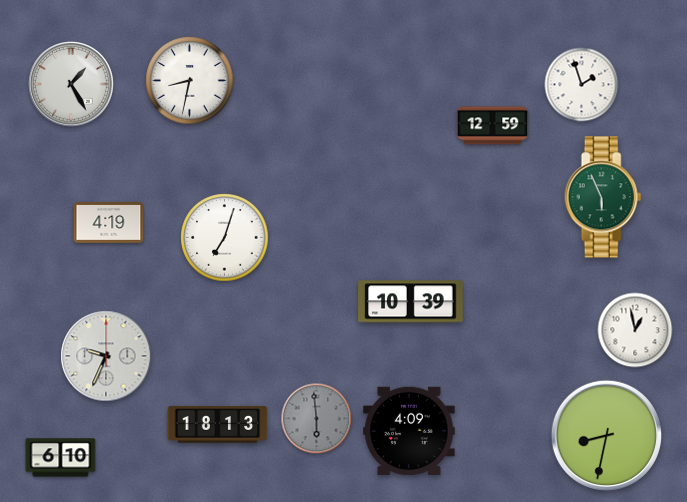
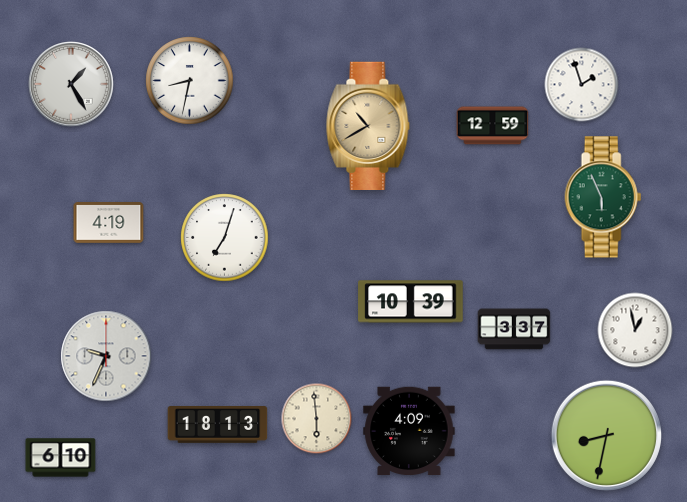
clock at (368, 125): none -> 10:40
clock at (514, 329): none -> 3:37
clock at (317, 419) dial: grey -> cream
